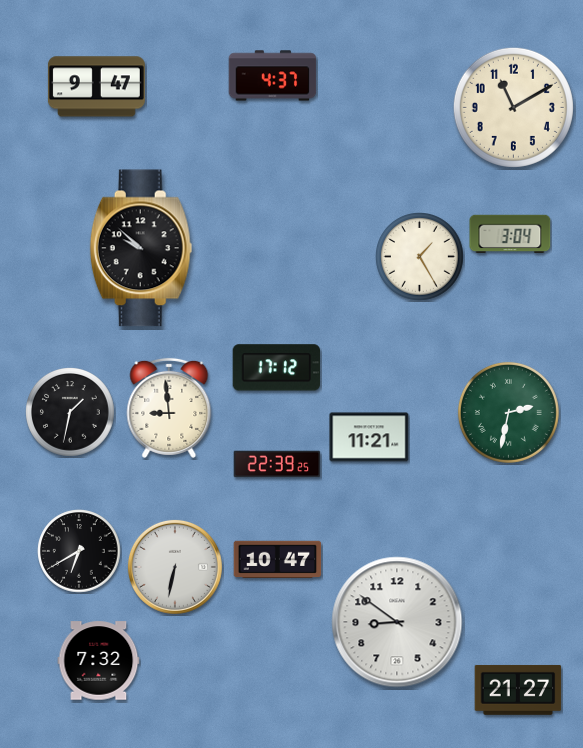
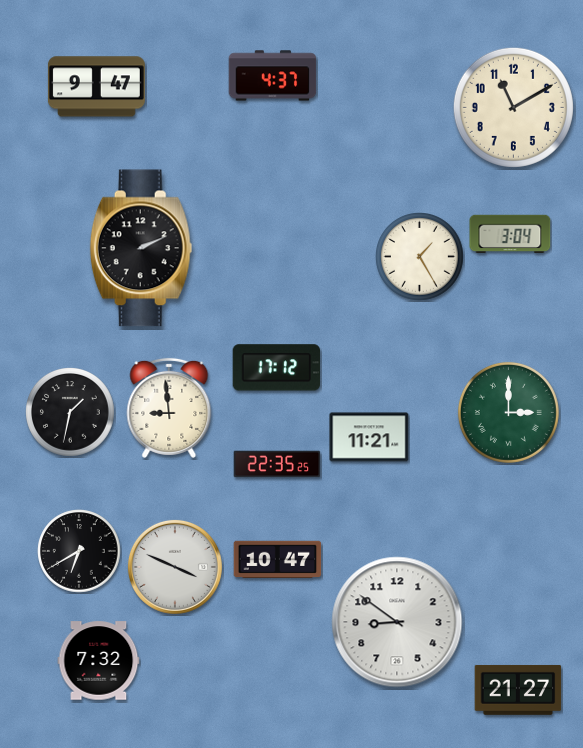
clock at (141, 248): 9:52 -> 2:11
clock at (508, 412): 2:32 -> 3:00
clock at (277, 464): 22:39 -> 22:35
clock at (175, 567): 6:32 -> 3:49
